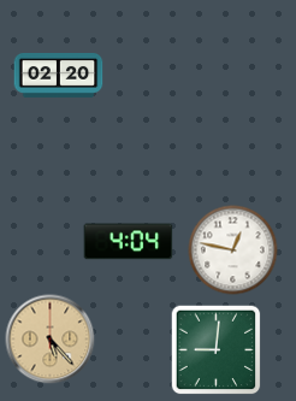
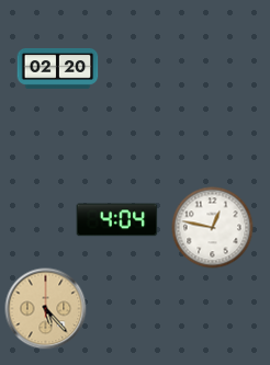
clock at (59, 76) position: (59, 76) -> (58, 69)
clock at (217, 350): 9:01 -> none
